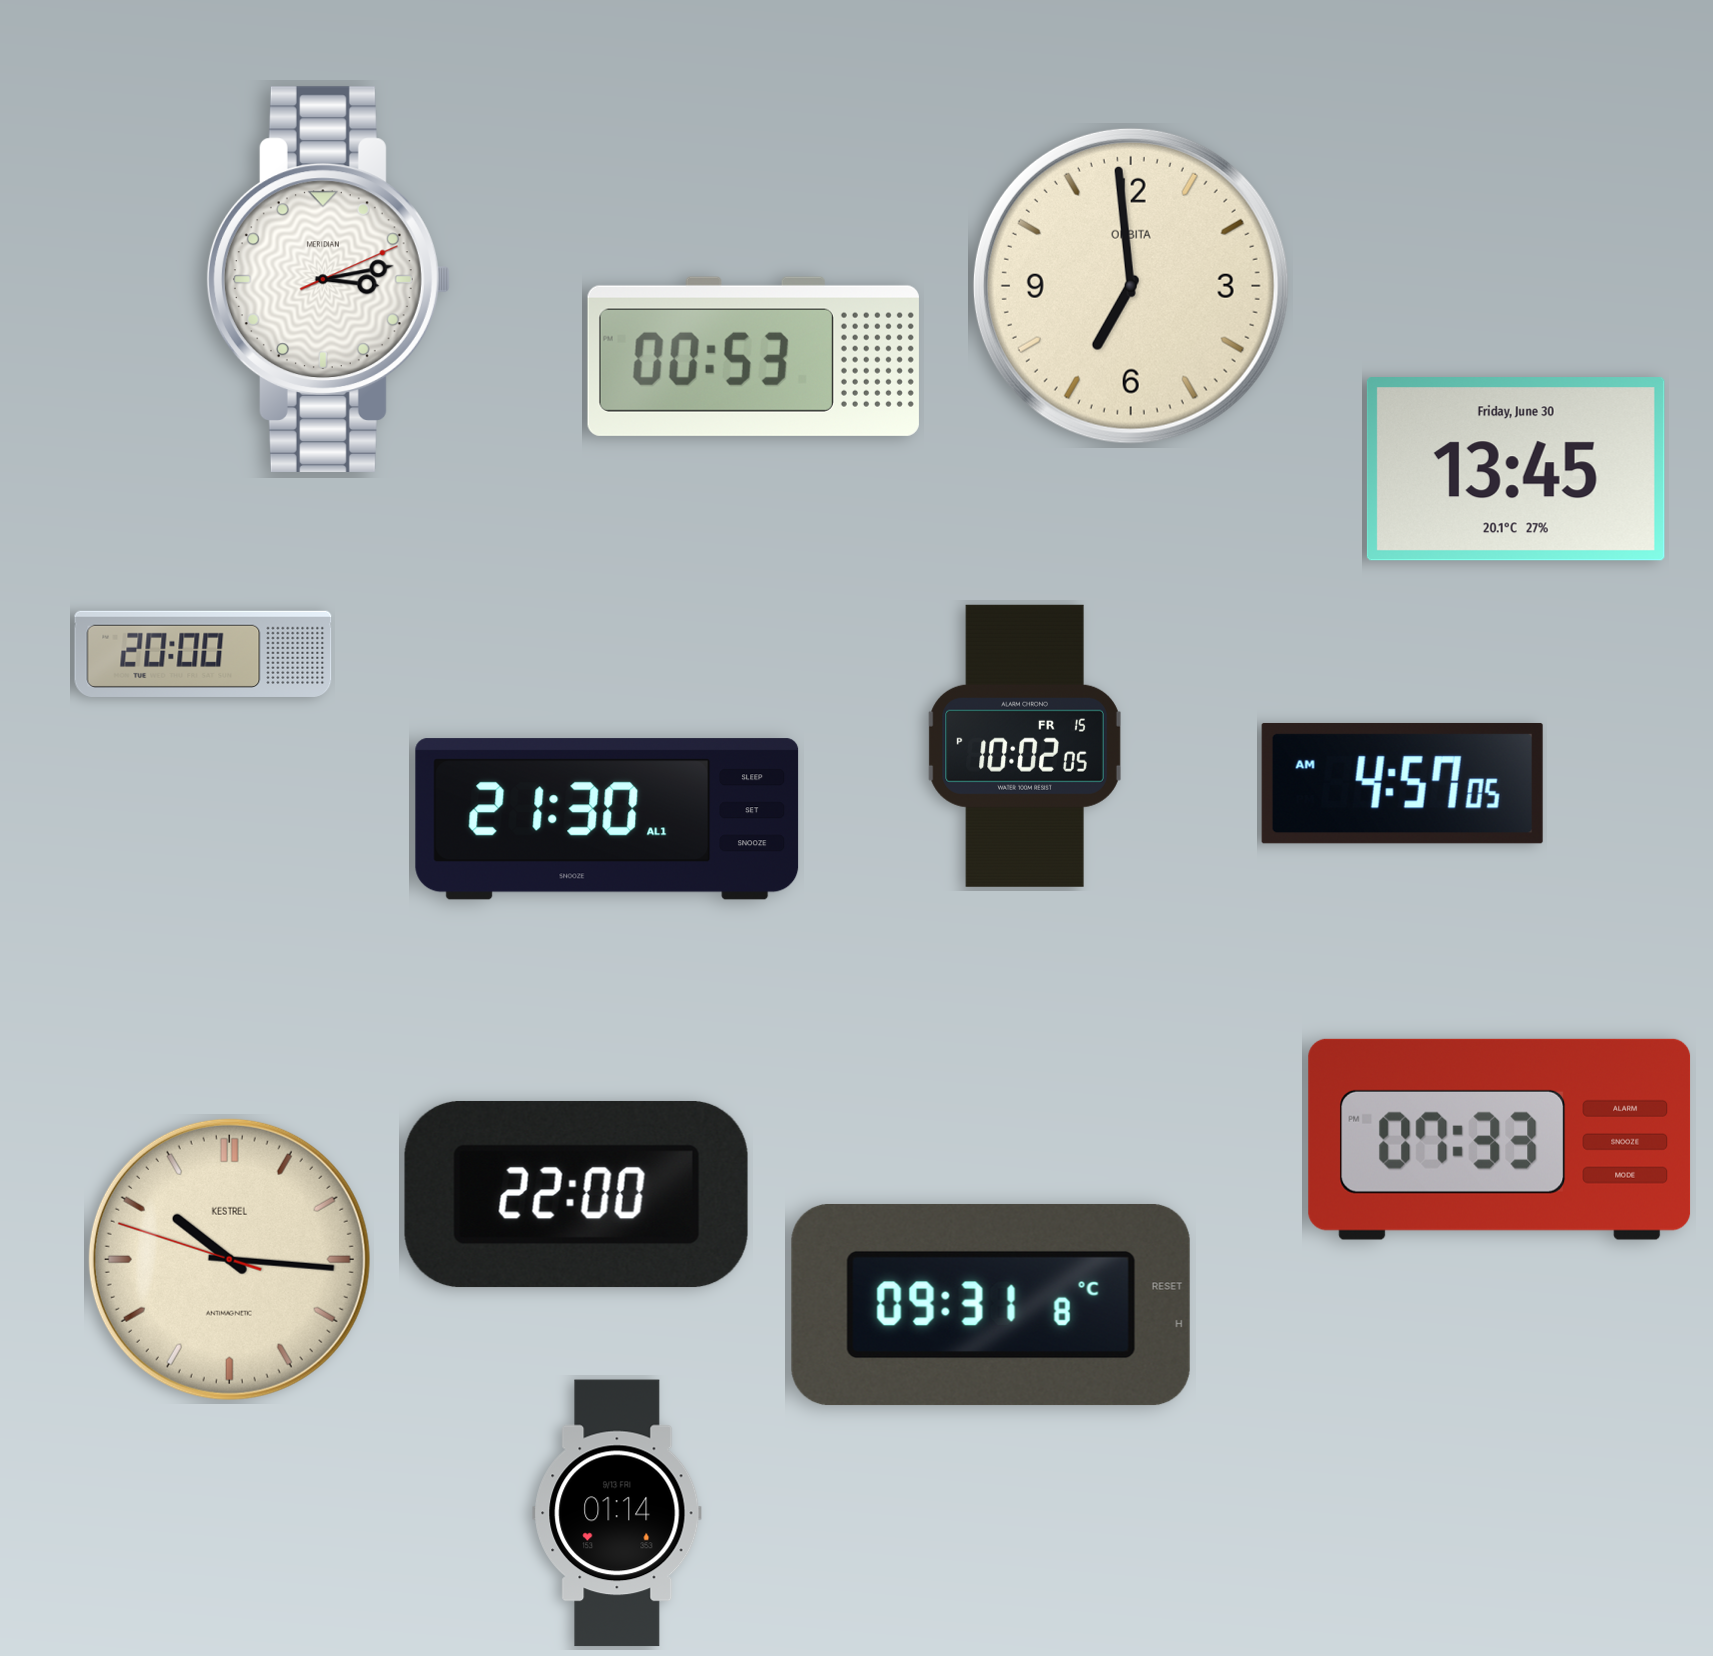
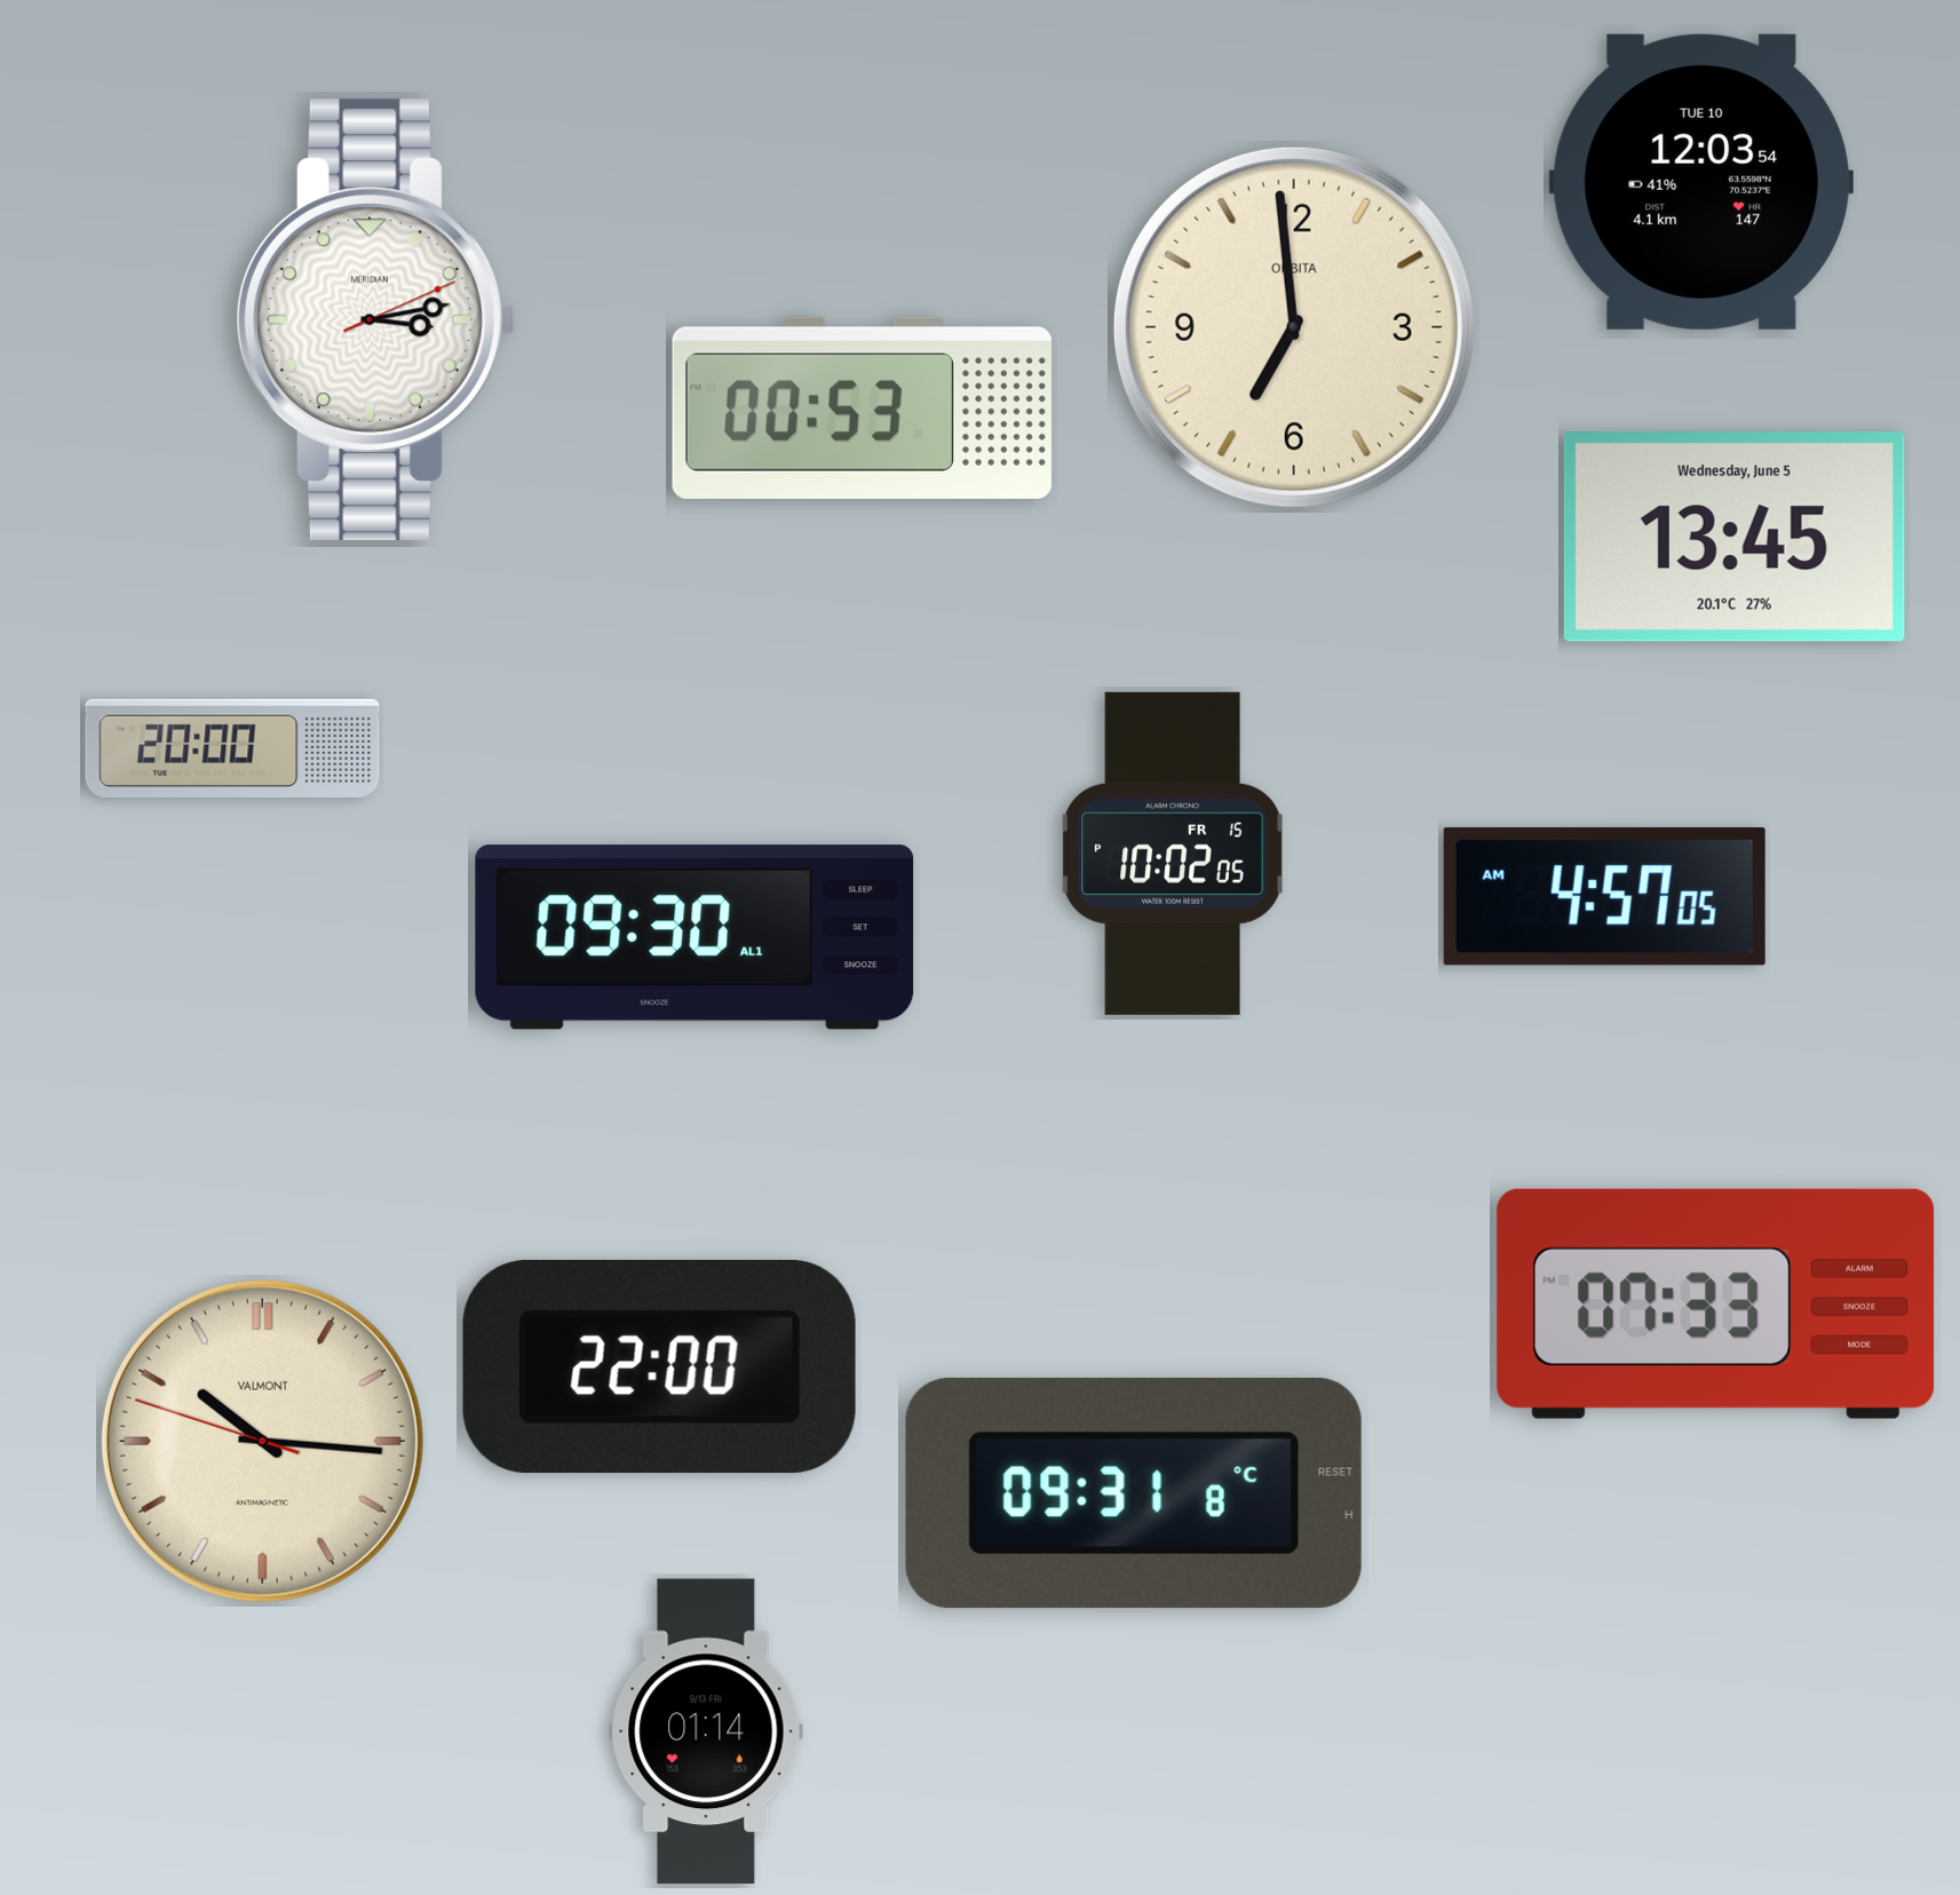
clock at (1701, 182): none -> 12:03
clock at (1516, 469) date: Friday, June 30 -> Wednesday, June 5
clock at (607, 819): 21:30 -> 09:30
clock at (229, 1259) brand: KESTREL -> VALMONT
